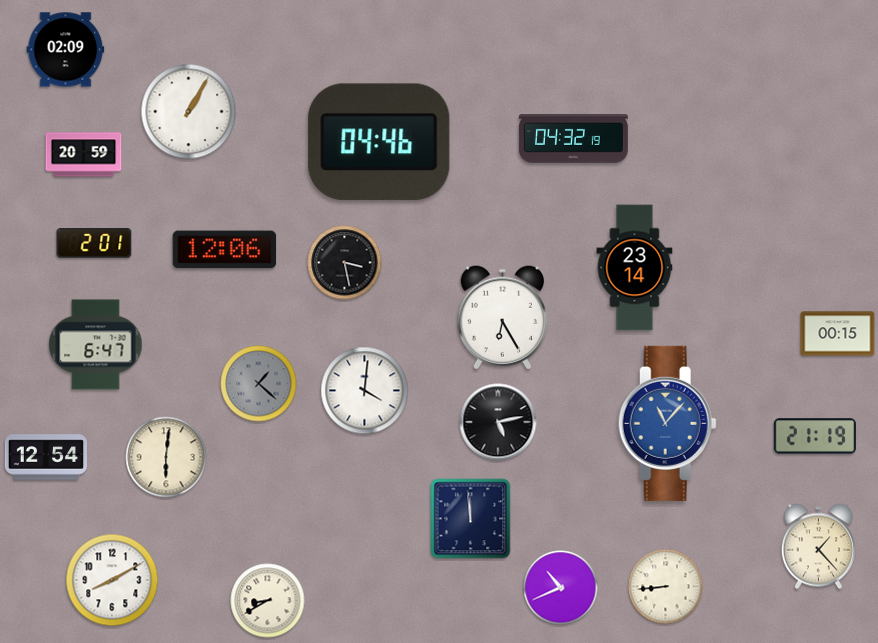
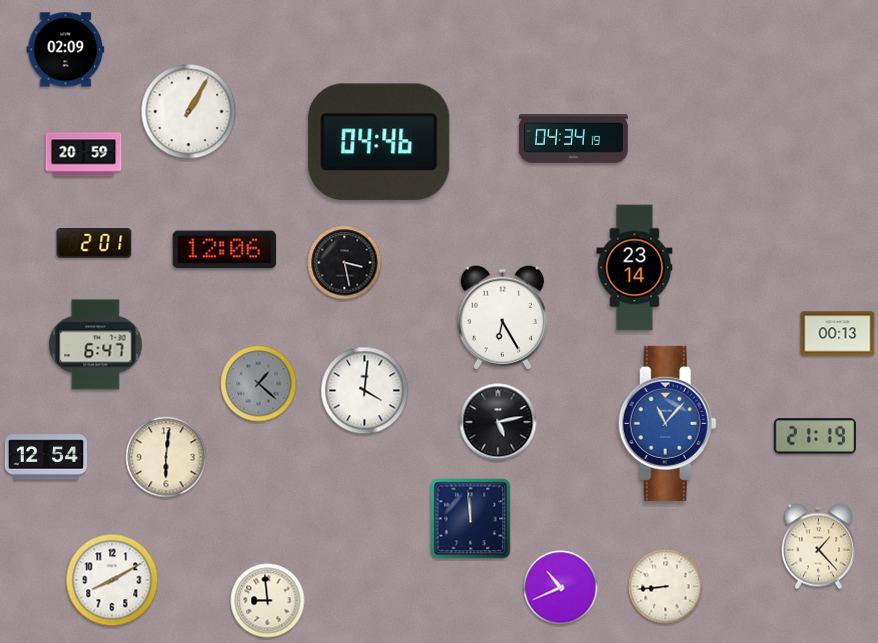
clock at (573, 139): 04:32 -> 04:34
clock at (838, 334): 00:15 -> 00:13
clock at (268, 601): 8:40 -> 8:59
